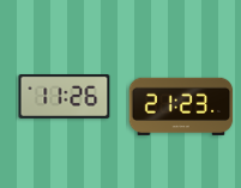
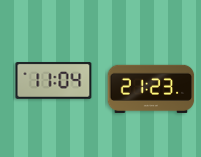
clock at (65, 97): 11:26 -> 11:04
